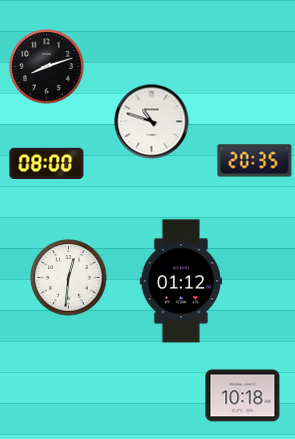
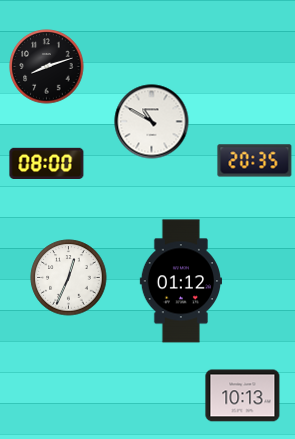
clock at (152, 122): 10:48 -> 10:50
clock at (69, 278): 12:31 -> 12:34
clock at (243, 396): 10:18 -> 10:13
